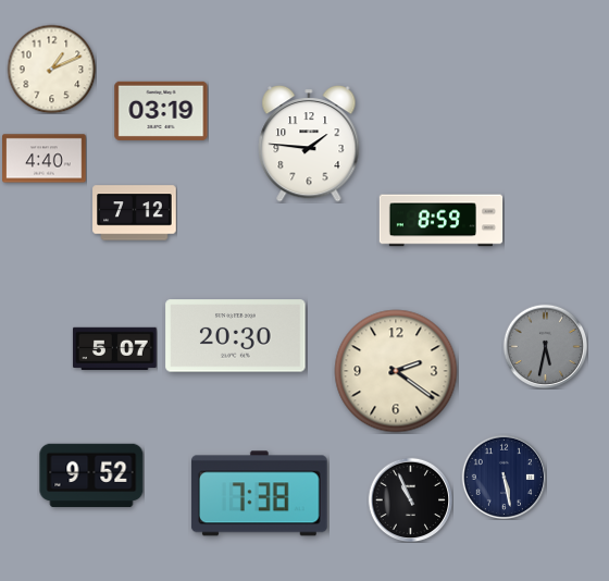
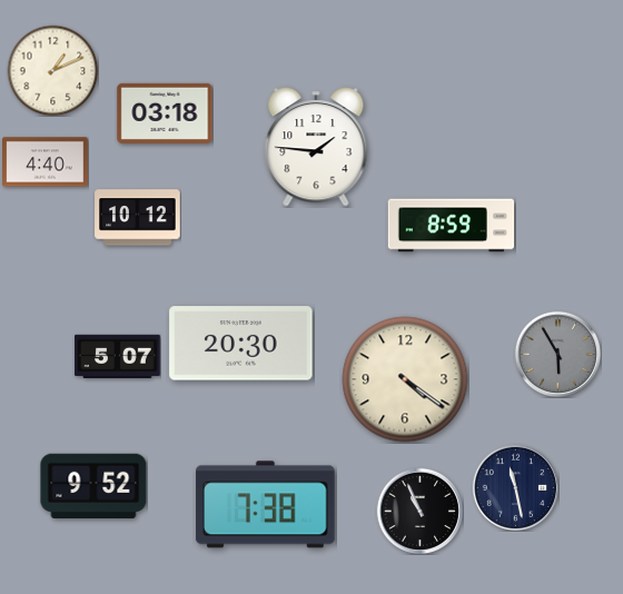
clock at (161, 111): 03:19 -> 03:18
clock at (135, 213): 7:12 -> 10:12
clock at (545, 346): 5:32 -> 5:55
clock at (396, 371): 2:21 -> 4:21
clock at (504, 477): 5:28 -> 11:28
